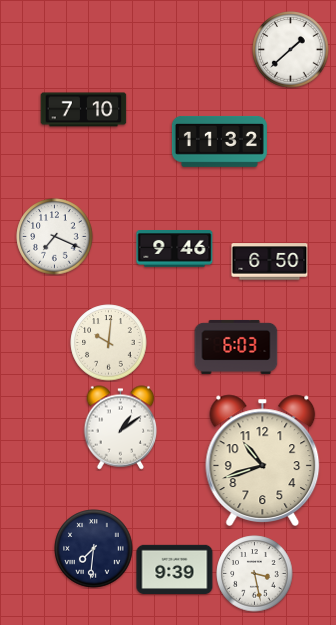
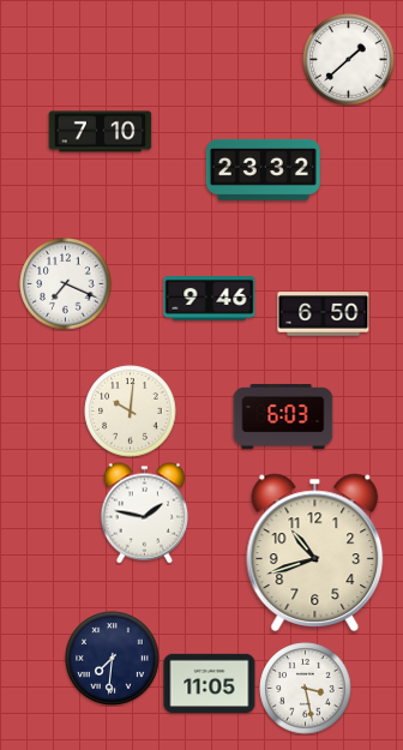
clock at (219, 141): 11:32 -> 23:32
clock at (121, 428): 1:09 -> 1:47
clock at (175, 569): 9:39 -> 11:05
